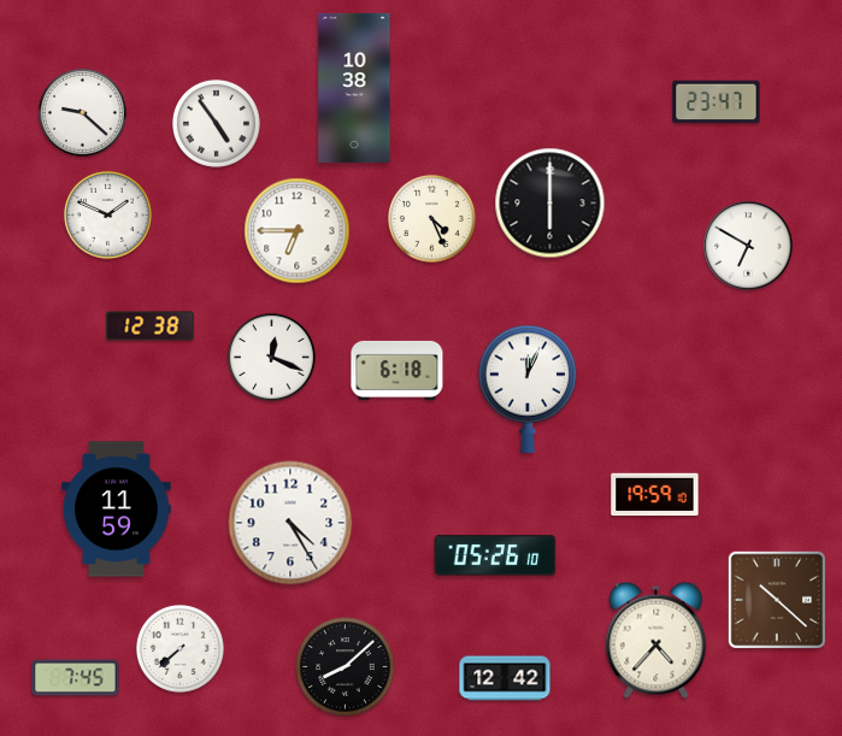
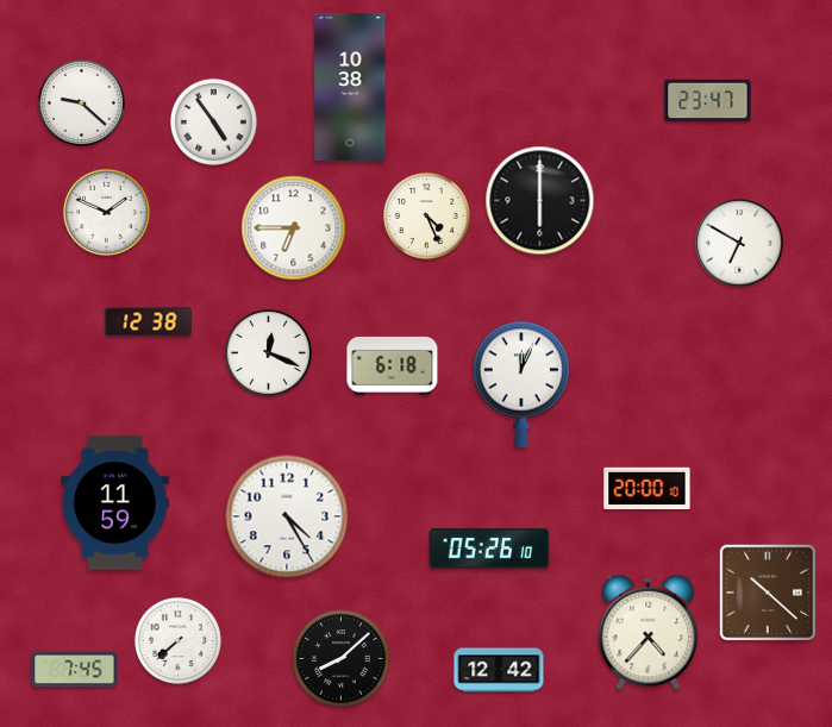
clock at (82, 112) position: (82, 112) -> (81, 102)
clock at (550, 204) position: (550, 204) -> (540, 201)
clock at (655, 495): 19:59 -> 20:00
